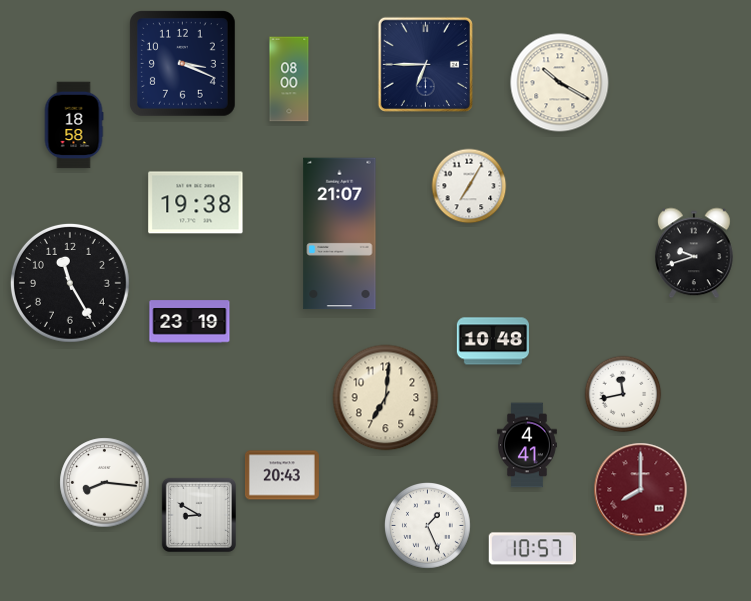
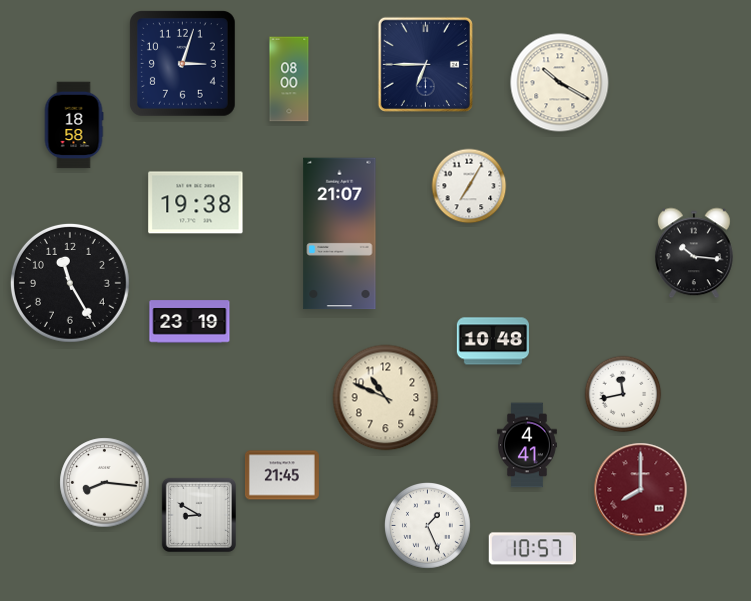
clock at (183, 64): 3:19 -> 3:03
clock at (694, 253): 9:42 -> 10:16
clock at (386, 398): 7:01 -> 10:49
clock at (282, 475): 20:43 -> 21:45
